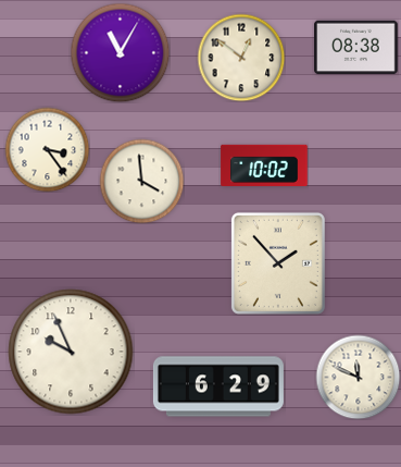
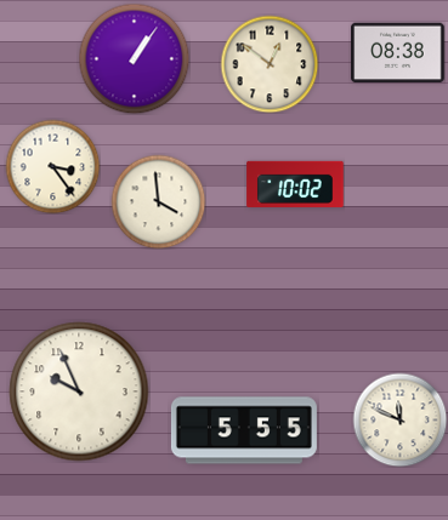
clock at (120, 52): 11:05 -> 1:06
clock at (278, 263): 1:53 -> none
clock at (218, 386): 6:29 -> 5:55
